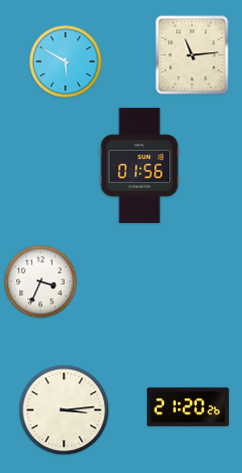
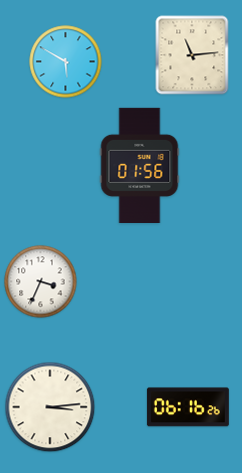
clock at (188, 407): 21:20 -> 06:16
clock at (64, 410) position: (64, 410) -> (50, 407)
